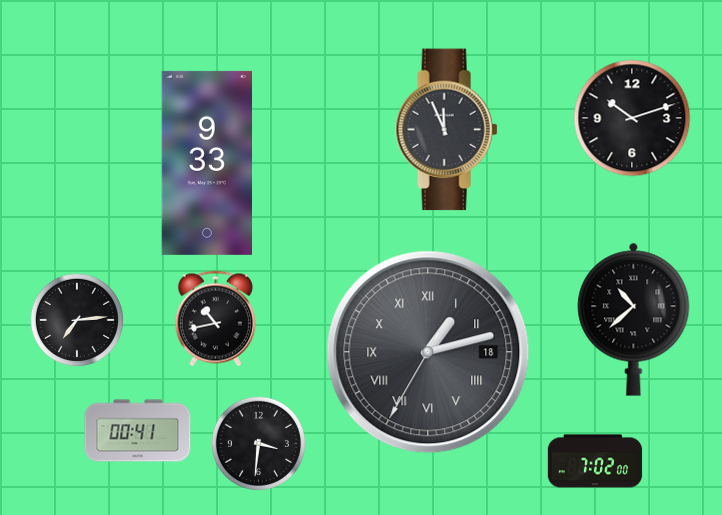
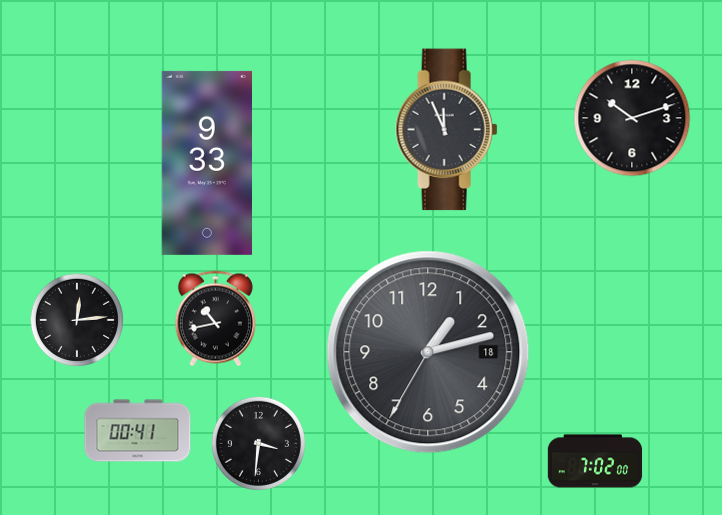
clock at (634, 319): 10:38 -> none
clock at (77, 320): 7:14 -> 12:14
clock at (428, 352) numerals: Roman -> Arabic
